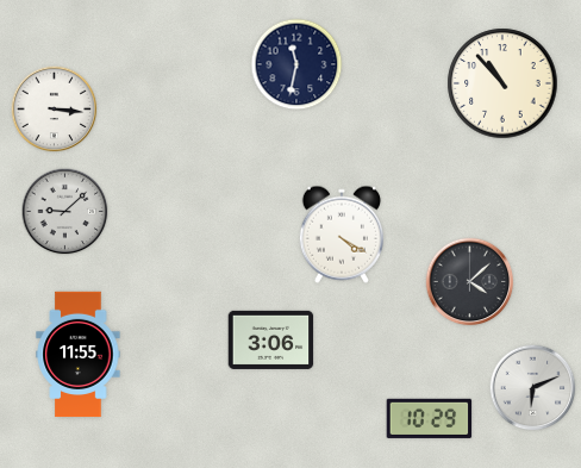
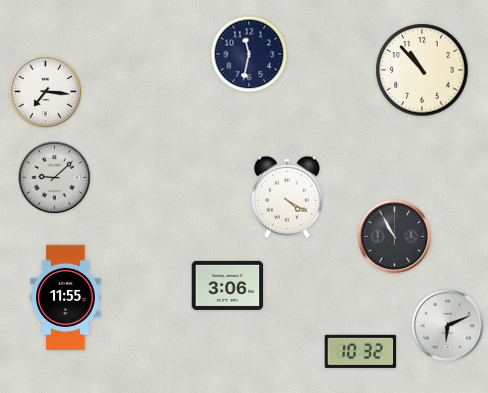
clock at (55, 110): 3:16 -> 7:16
clock at (470, 282): 4:08 -> 10:55
clock at (430, 418): 10:29 -> 10:32
